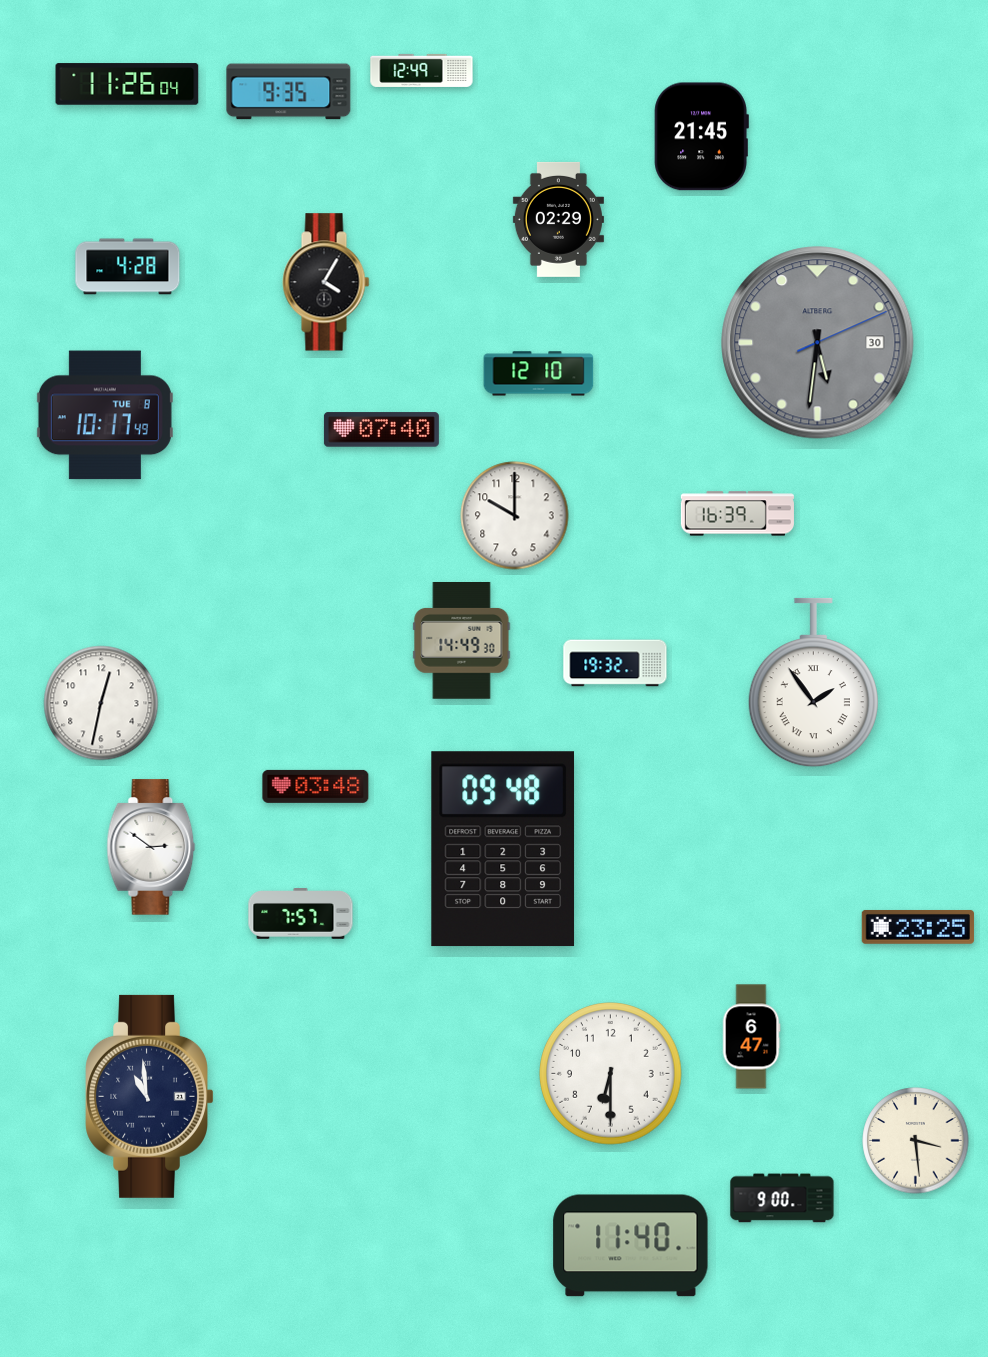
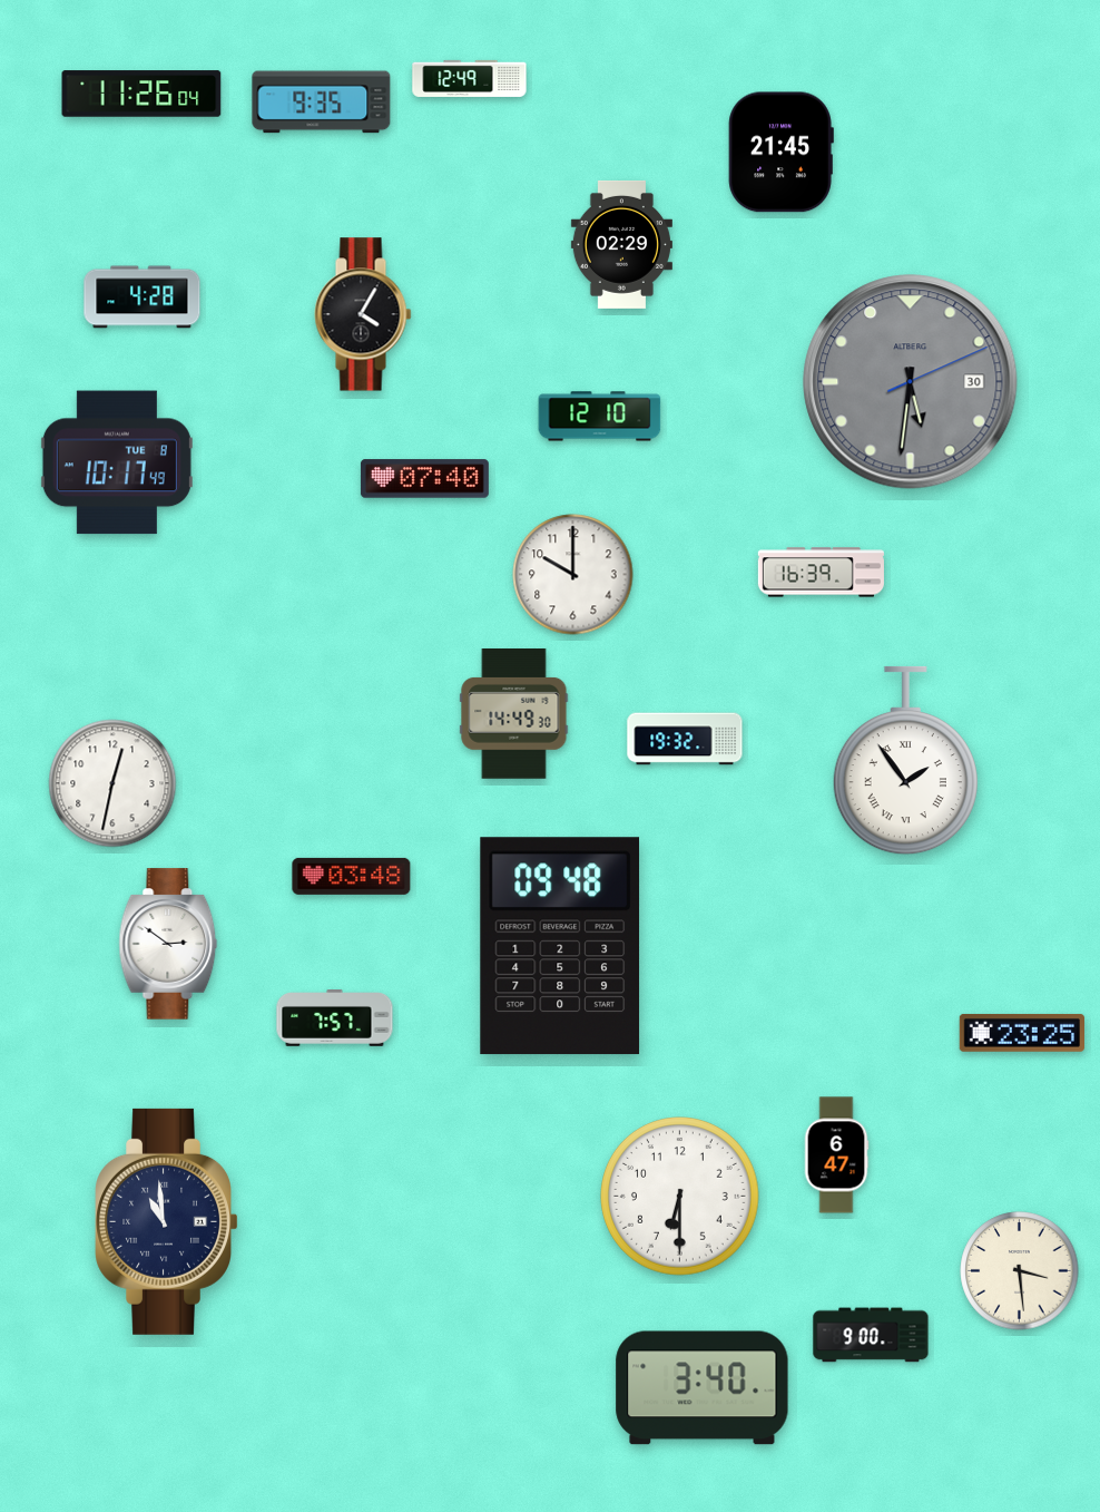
clock at (631, 1246): 11:40 -> 3:40
